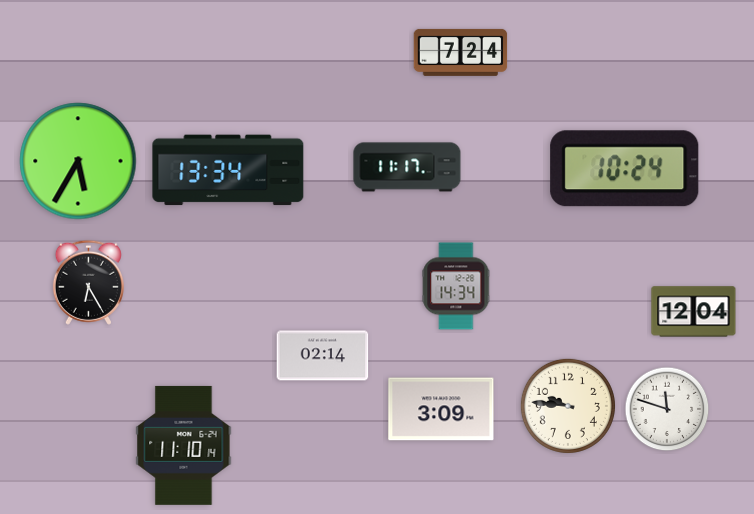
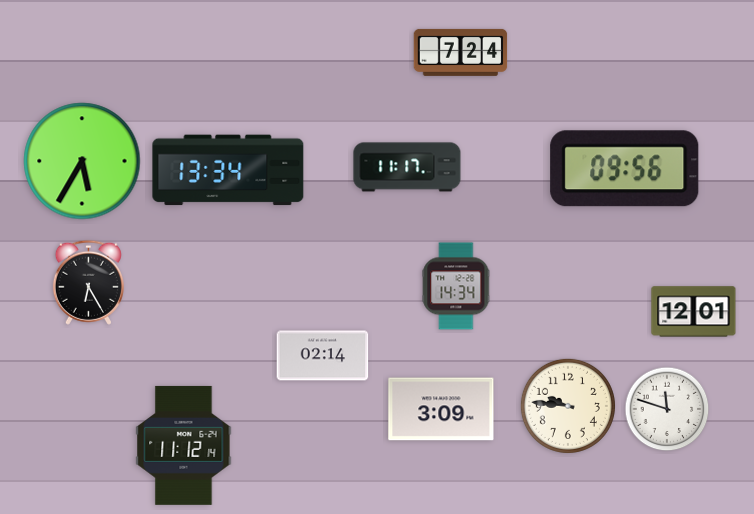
clock at (78, 161) position: (78, 161) -> (82, 161)
clock at (625, 169): 10:24 -> 09:56
clock at (694, 312): 12:04 -> 12:01
clock at (184, 445): 11:10 -> 11:12
